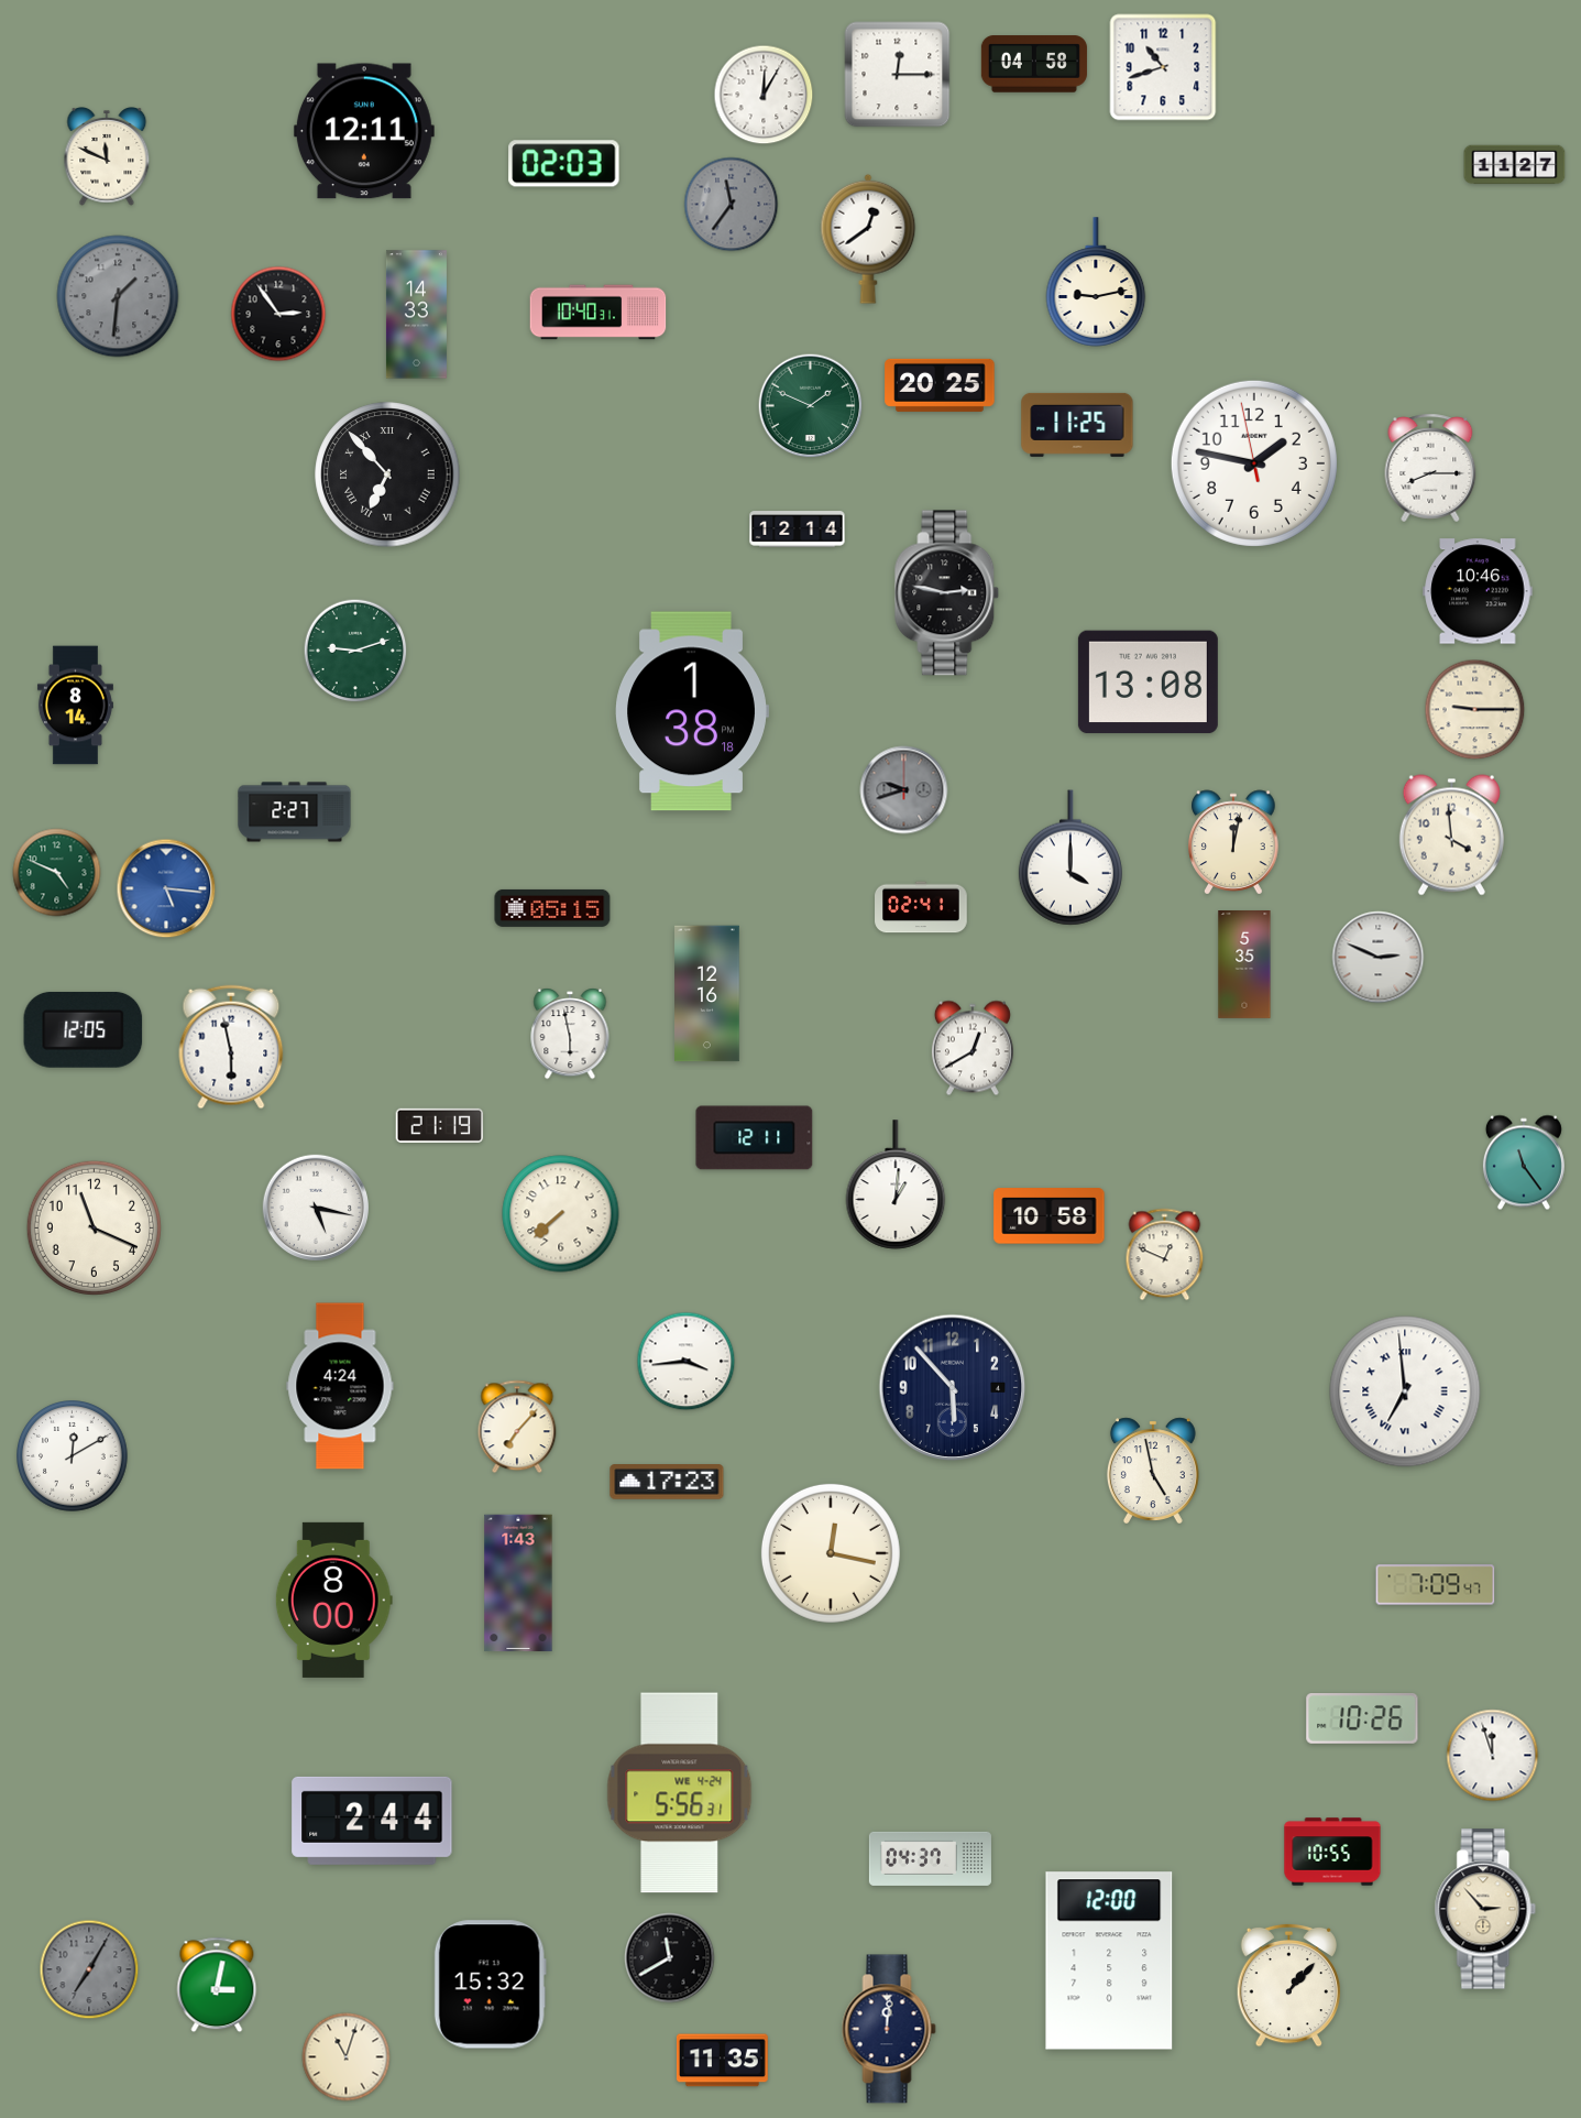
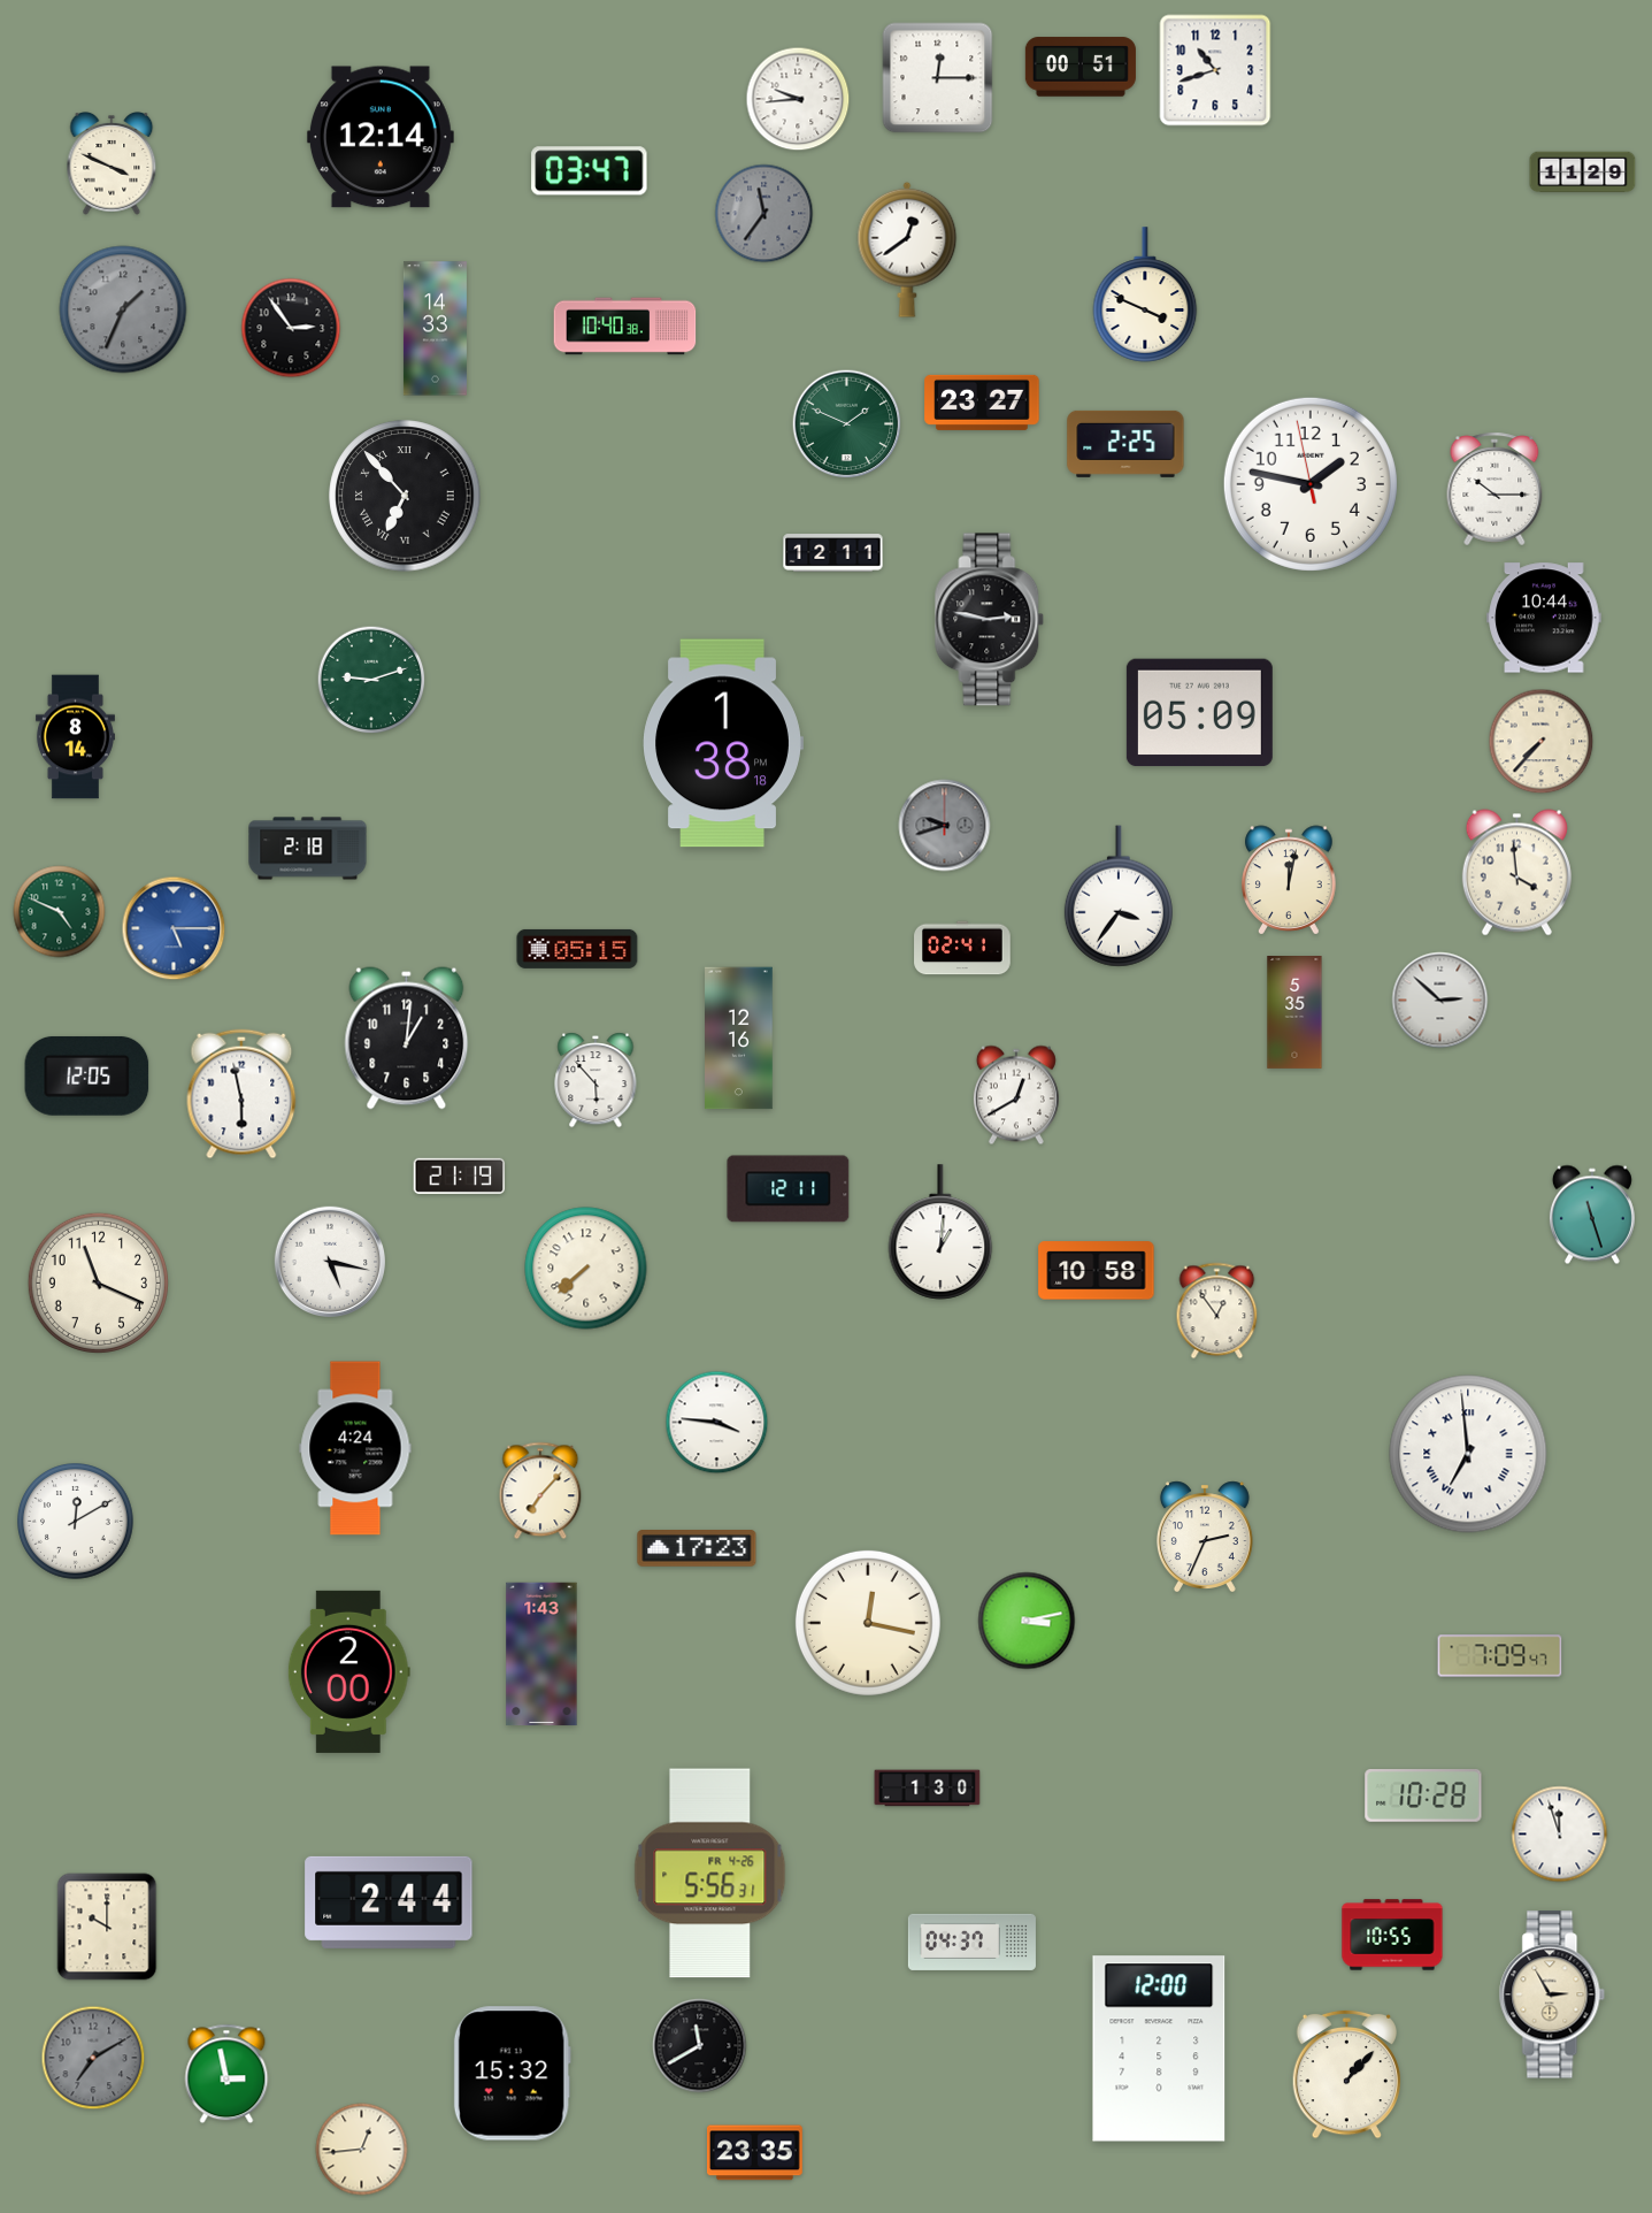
clock at (1034, 64): 04:58 -> 00:51
clock at (764, 95): 12:05 -> 9:44
clock at (364, 131): 12:11 -> 12:14
clock at (107, 157): 11:49 -> 3:49
clock at (564, 164): 02:03 -> 03:47
clock at (1515, 165): 11:27 -> 11:29
clock at (1096, 282): 9:13 -> 3:49
clock at (118, 296): 1:31 -> 1:34
clock at (599, 313): 10:40:31 -> 10:40:38
clock at (940, 385): 20:25 -> 23:27
clock at (1077, 425): 11:25 -> 2:25
clock at (1430, 468): 8:15 -> 10:15
clock at (798, 529): 12:14 -> 12:11
clock at (1478, 591): 10:46 -> 10:44
clock at (1148, 683): 13:08 -> 05:09
clock at (75, 706) position: (75, 706) -> (75, 737)
clock at (1475, 710): 9:15 -> 7:37
clock at (295, 812): 2:27 -> 2:18
clock at (1071, 858): 4:00 -> 3:36
clock at (166, 888): 5:16 -> 5:15
clock at (1379, 958): 2:49 -> 2:52
clock at (1244, 965) position: (1244, 965) -> (1294, 1013)
clock at (407, 1039): none -> 1:01
clock at (570, 1034): 5:58 -> 5:53
clock at (1524, 1162): 11:24 -> 11:27
clock at (896, 1184) position: (896, 1184) -> (940, 1232)
clock at (1165, 1255): 12:49 -> 12:54
clock at (687, 1362): 3:44 -> 3:46
clock at (953, 1388): 5:53 -> none
clock at (1153, 1470): 4:58 -> 2:34
clock at (1027, 1621): none -> 3:13
clock at (333, 1600): 8:00 -> 2:00
clock at (928, 1789): none -> 1:30
clock at (1362, 1719): 10:26 -> 10:28
clock at (680, 1793) date: WE 4-24 -> FR 4-26
clock at (107, 1927): none -> 10:00
clock at (1485, 1909): 2:53 -> 2:55
clock at (89, 1969): 7:05 -> 7:10
clock at (217, 1985): 3:02 -> 2:58
clock at (889, 2029): 12:01 -> none
clock at (347, 2057): 11:03 -> 12:44
clock at (722, 2061): 11:35 -> 23:35
